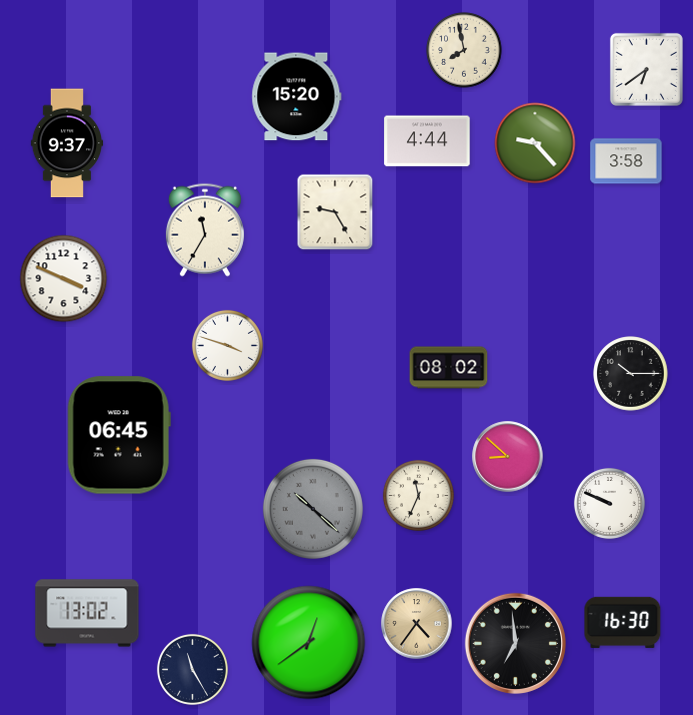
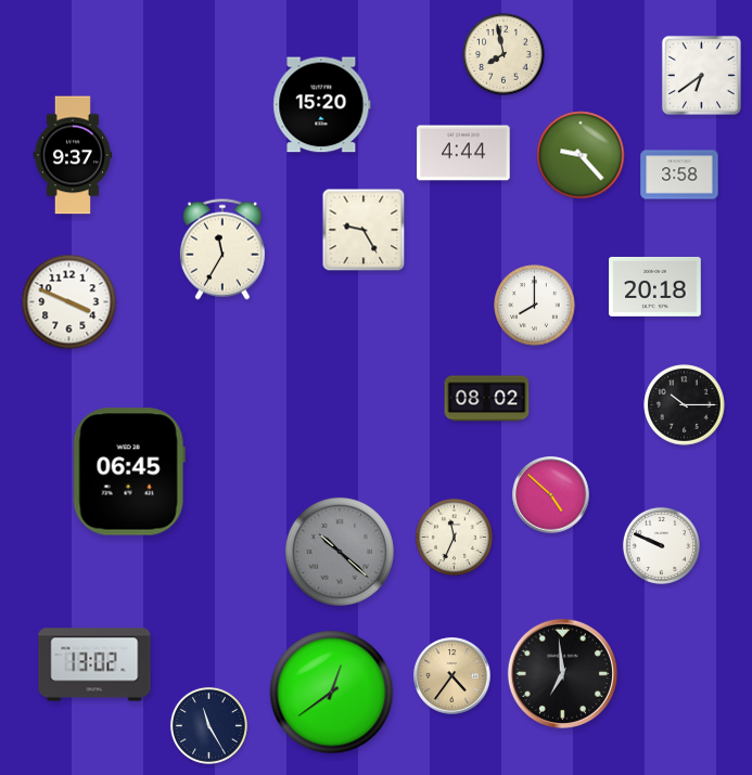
clock at (655, 286): none -> 20:18
clock at (535, 306): none -> 8:00
clock at (227, 345): 3:48 -> none
clock at (508, 457): 8:52 -> 4:52
clock at (623, 622): 16:30 -> none
clock at (309, 643) position: (309, 643) -> (332, 693)
clock at (515, 643) position: (515, 643) -> (562, 673)
